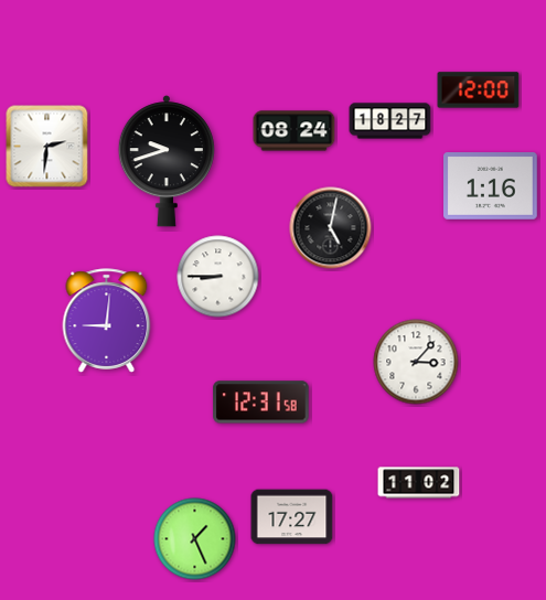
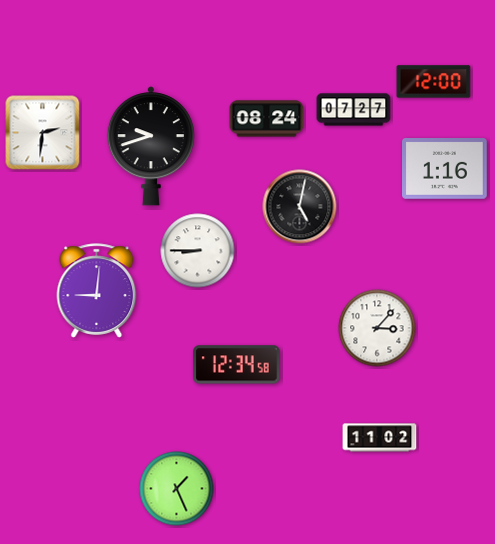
clock at (390, 121): 18:27 -> 07:27
clock at (261, 403): 12:31 -> 12:34
clock at (292, 517): 17:27 -> none
